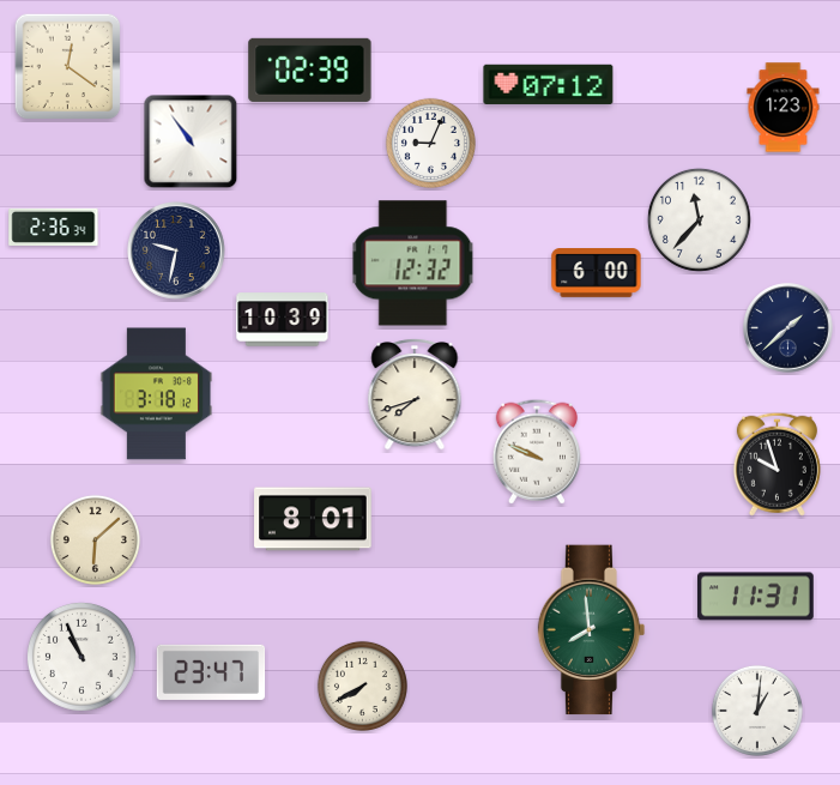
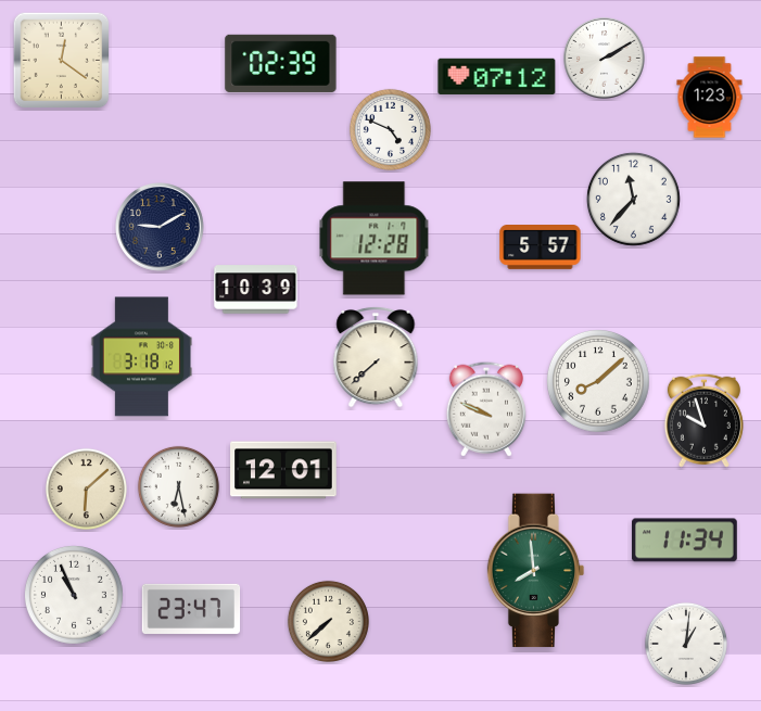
clock at (605, 59): none -> 2:10
clock at (191, 141): 10:54 -> none
clock at (430, 143): 9:04 -> 4:49
clock at (54, 227): 2:36 -> none
clock at (177, 252): 9:32 -> 9:10
clock at (413, 264): 12:32 -> 12:28
clock at (597, 273): 6:00 -> 5:57
clock at (788, 328): 1:38 -> none
clock at (415, 394): 7:42 -> 7:38
clock at (599, 382): none -> 8:08
clock at (313, 519): 8:01 -> 12:01
clock at (178, 486): none -> 6:28
clock at (756, 597): 11:31 -> 11:34
clock at (362, 686): 7:40 -> 7:38
